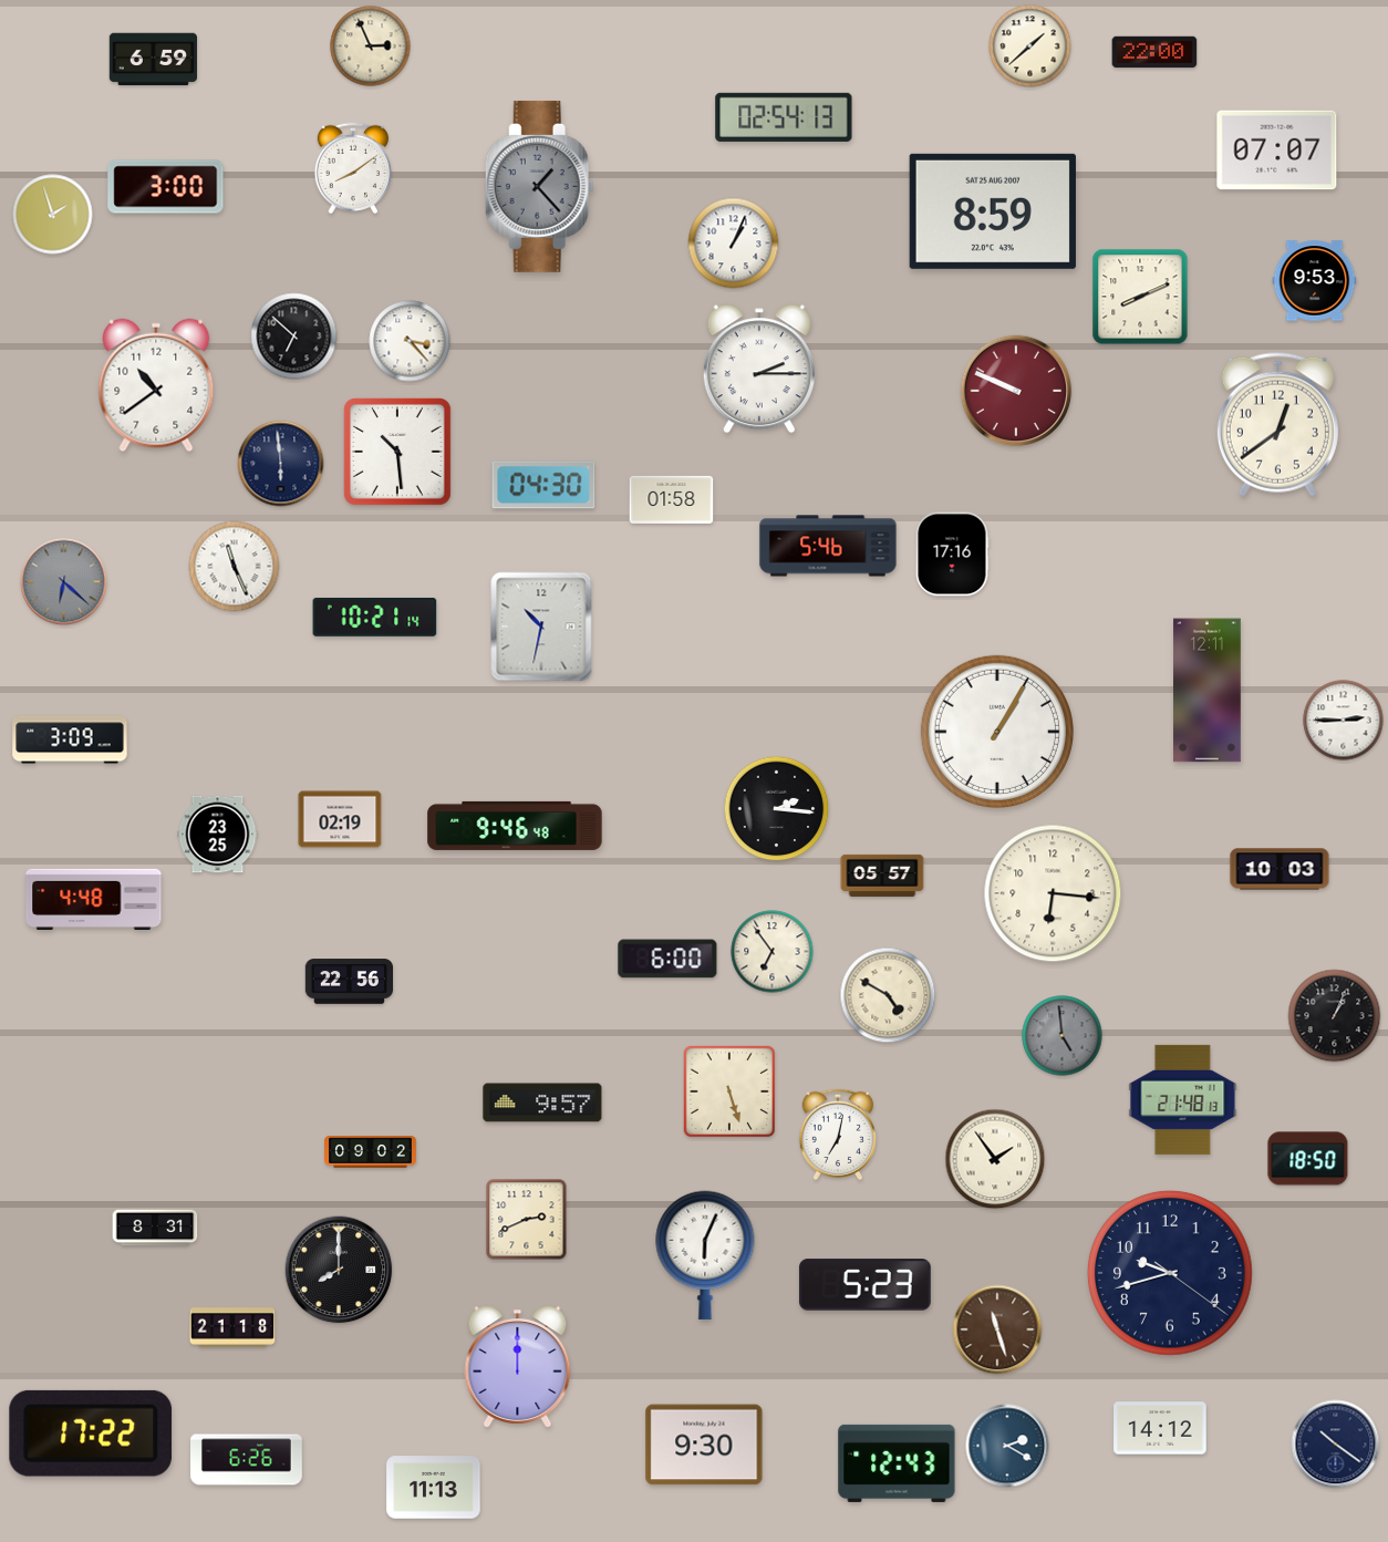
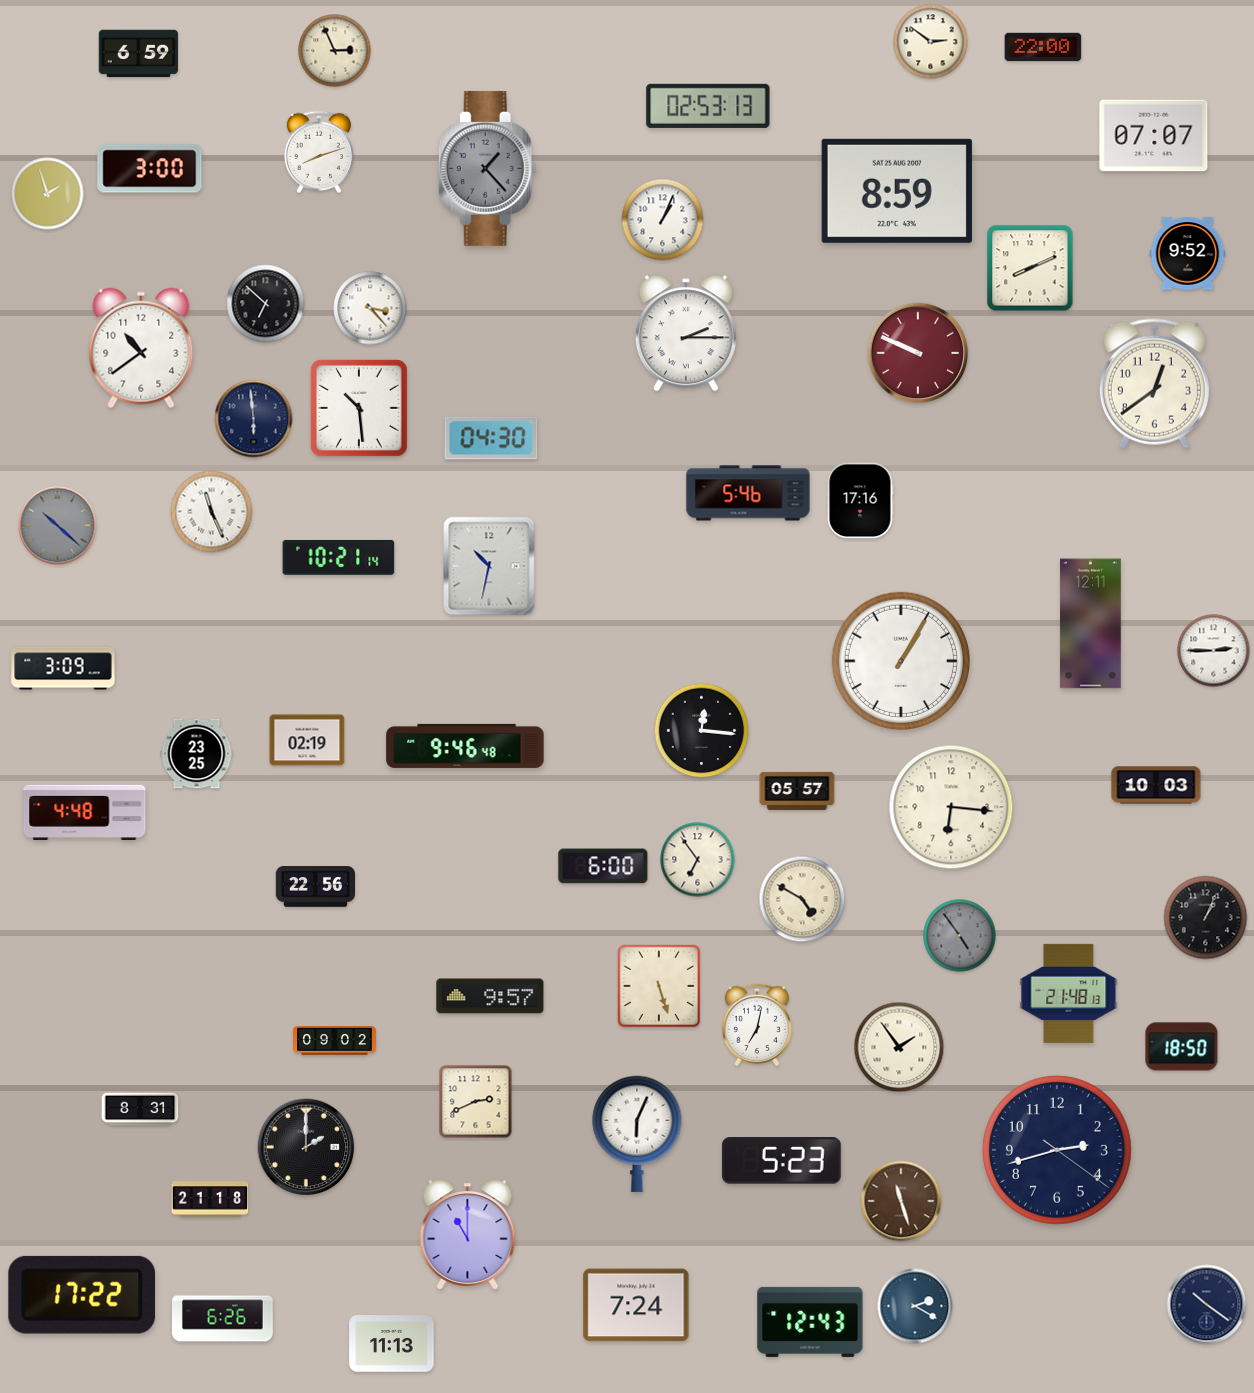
clock at (371, 46) position: (371, 46) -> (335, 51)
clock at (1030, 46): 1:38 -> 2:51
clock at (784, 117): 02:54 -> 02:53
clock at (352, 167): 8:09 -> 8:12
clock at (1315, 281): 9:53 -> 9:52
clock at (672, 499): 01:58 -> none
clock at (64, 582): 6:22 -> 10:22
clock at (777, 809): 2:16 -> 12:16
clock at (1063, 1036): 4:59 -> 4:54
clock at (339, 1270): 8:00 -> 2:00
clock at (1170, 1273): 9:42 -> 2:42
clock at (518, 1367): 12:00 -> 11:00
clock at (1160, 1428): 14:12 -> none
clock at (704, 1445): 9:30 -> 7:24
clock at (1007, 1446) position: (1007, 1446) -> (915, 1306)
